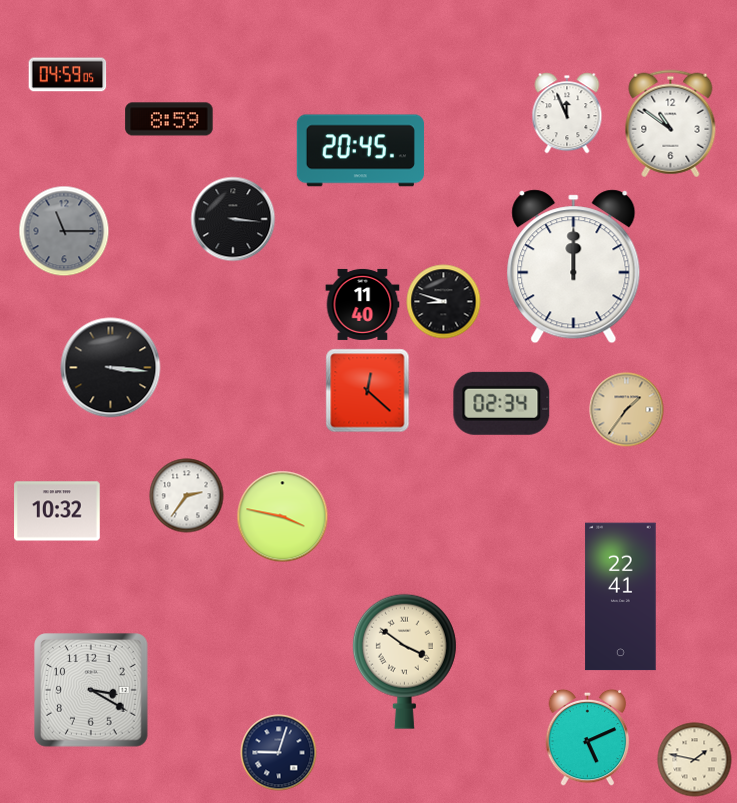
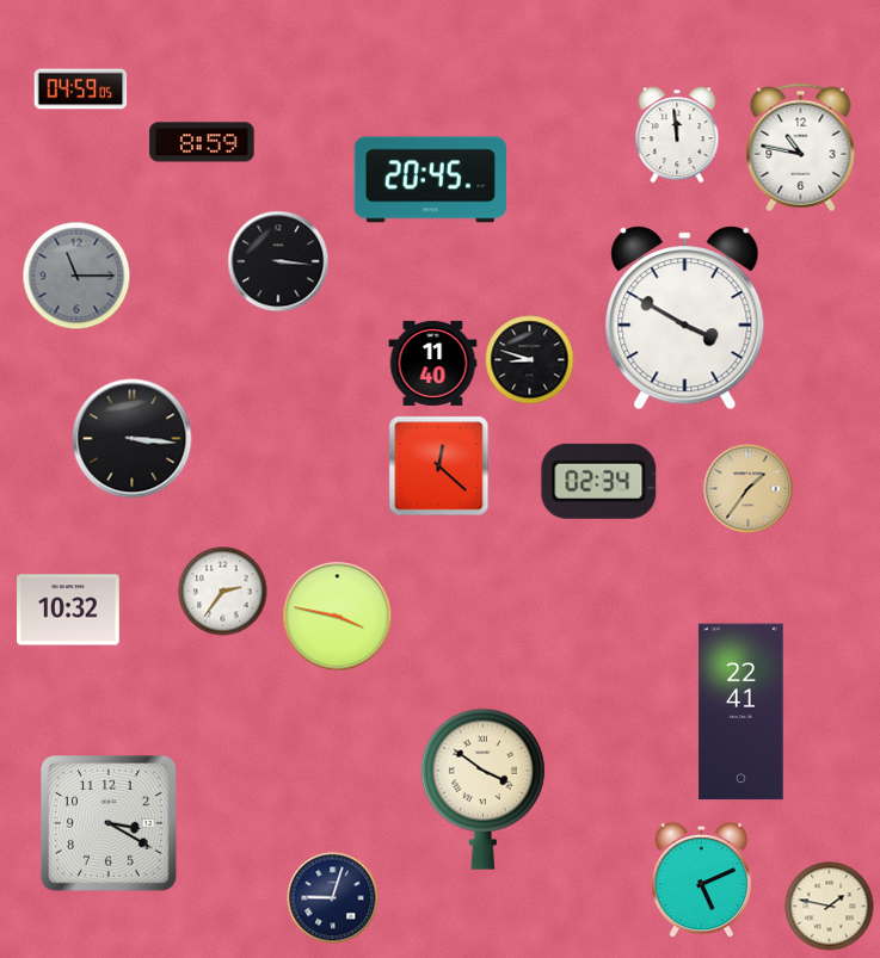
clock at (567, 113): 11:56 -> 11:59
clock at (671, 124): 10:51 -> 10:47
clock at (574, 267): 12:00 -> 3:50
